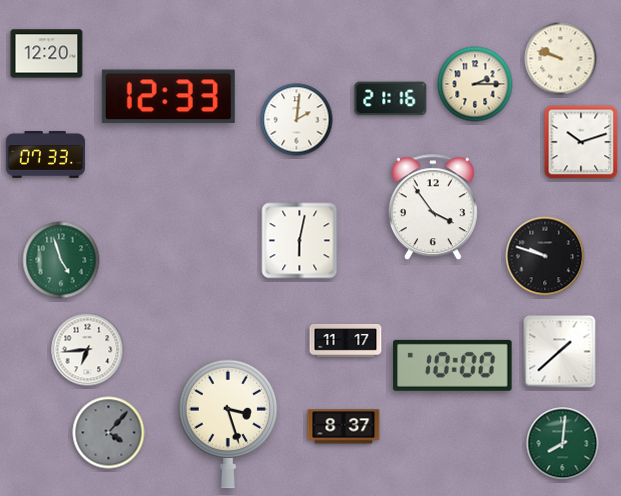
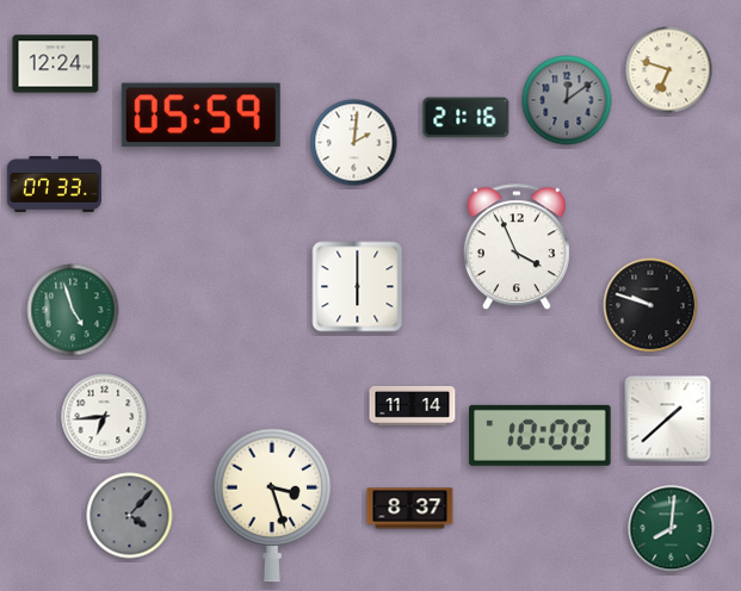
clock at (47, 54): 12:20 -> 12:24
clock at (561, 59): 9:48 -> 6:48
clock at (475, 84): 2:15 -> 12:09
clock at (475, 84) dial: cream -> grey
clock at (168, 97): 12:33 -> 05:59
clock at (581, 142): 10:12 -> none
clock at (433, 208): 3:54 -> 3:56
clock at (300, 241): 6:02 -> 6:00
clock at (346, 340): 11:17 -> 11:14
